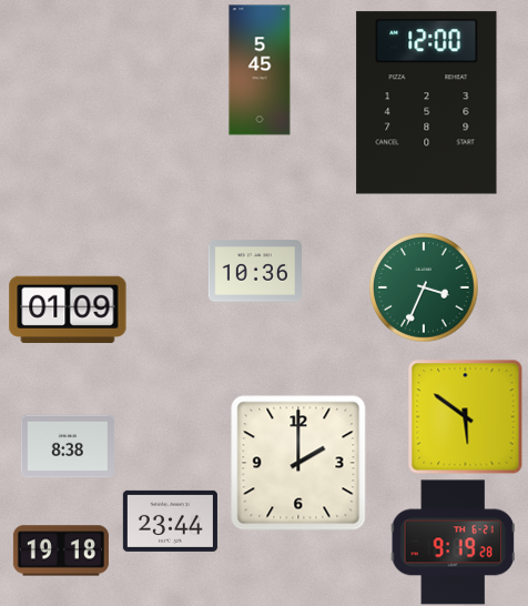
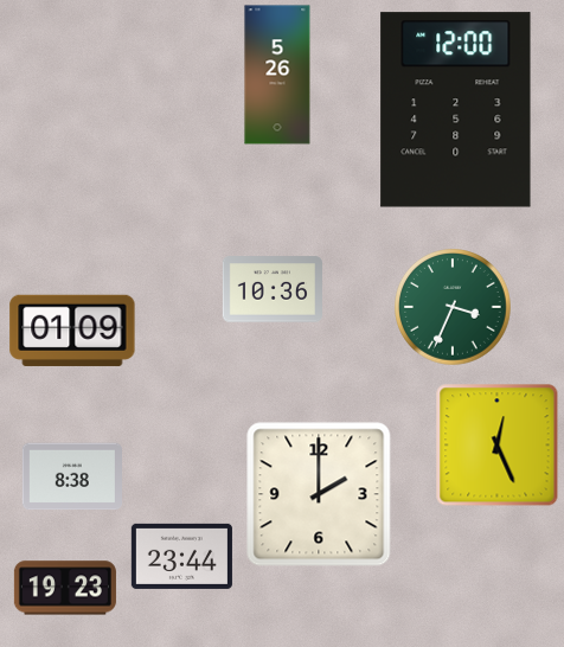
clock at (260, 70): 5:45 -> 5:26
clock at (465, 416): 5:51 -> 12:26
clock at (453, 543): 9:19 -> none
clock at (61, 551): 19:18 -> 19:23
